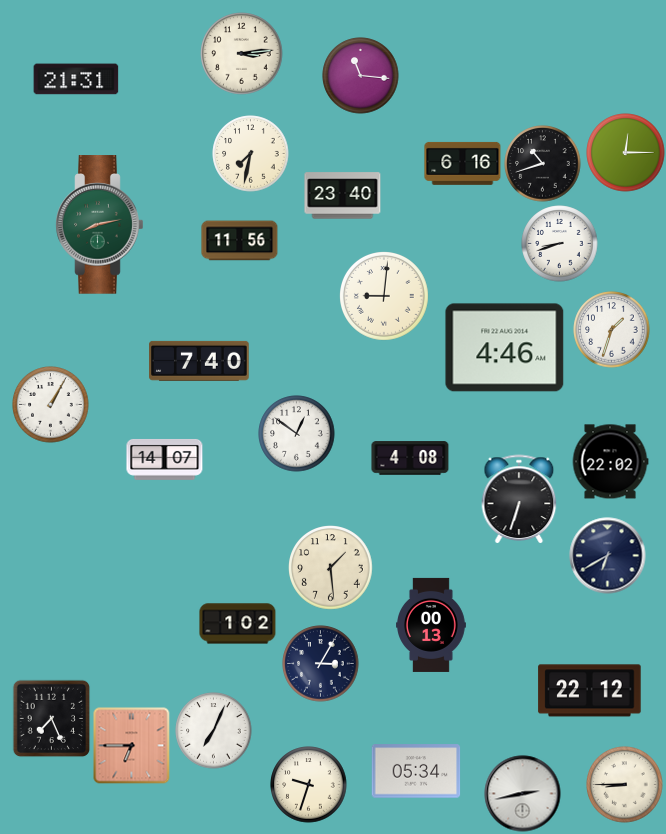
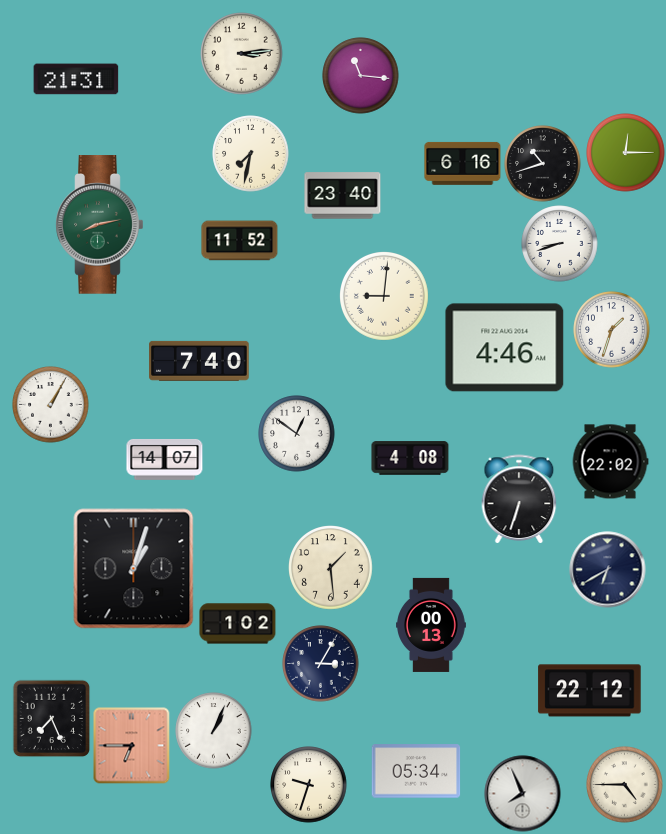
clock at (240, 241): 11:56 -> 11:52
clock at (608, 556) position: (608, 556) -> (608, 570)
clock at (134, 569): none -> 1:03
clock at (214, 731): 7:04 -> 1:04
clock at (625, 785): 8:45 -> 4:45
clock at (523, 794): 2:43 -> 7:56
